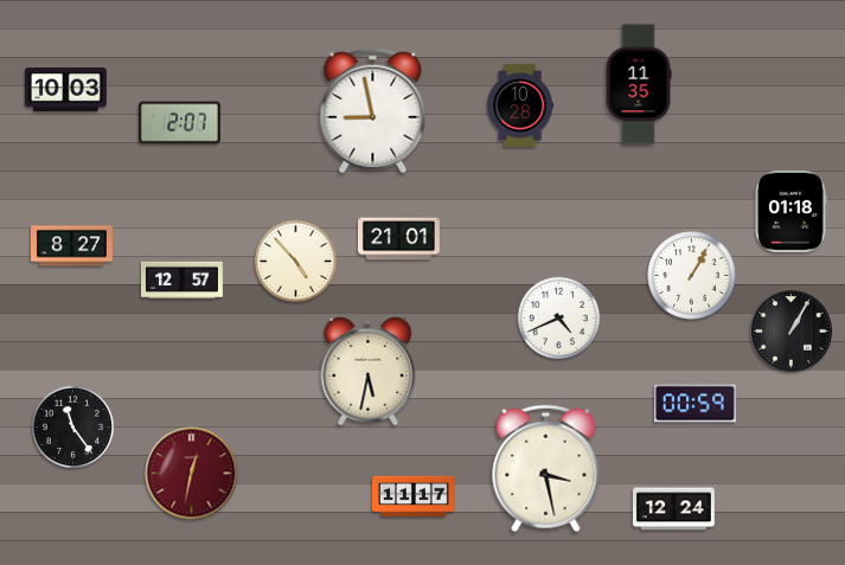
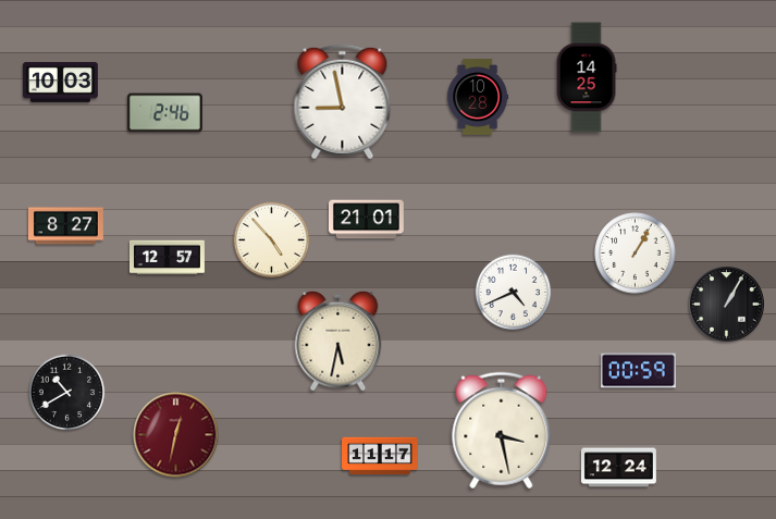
clock at (639, 84): 11:35 -> 14:25
clock at (179, 123): 2:07 -> 2:46
clock at (790, 211): 01:18 -> none
clock at (73, 428): 11:24 -> 10:40
